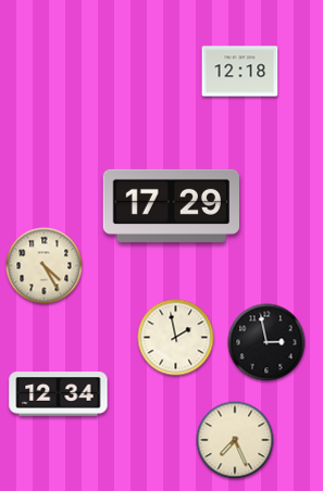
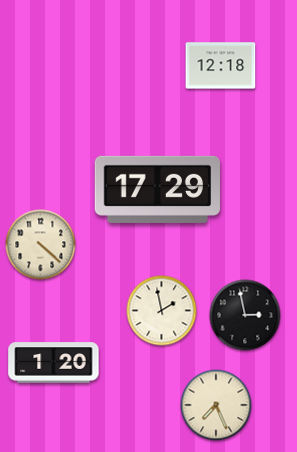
clock at (45, 266): 4:25 -> 4:22
clock at (59, 394): 12:34 -> 1:20
